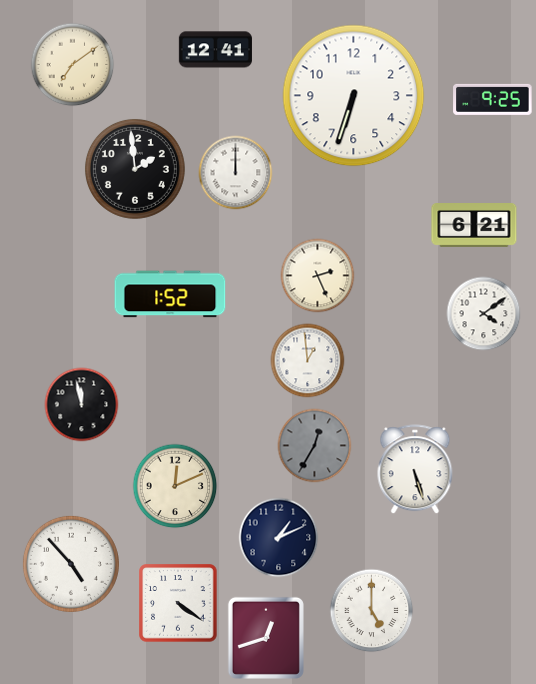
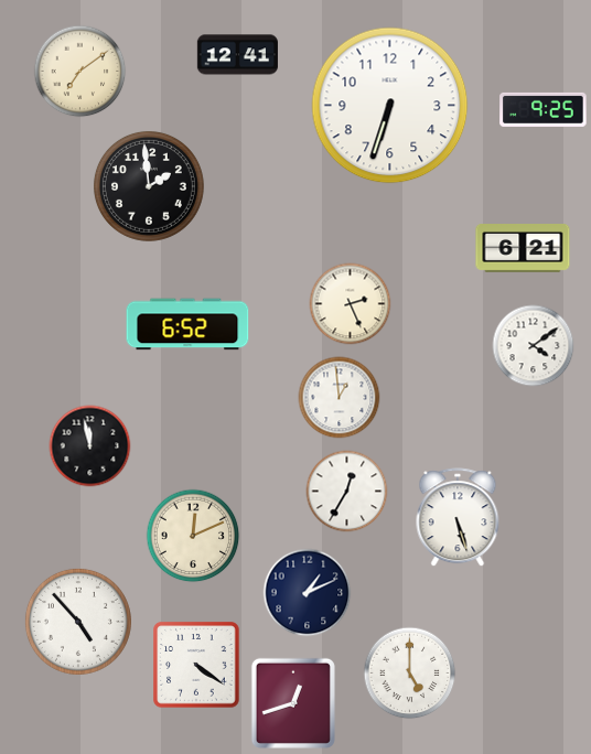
clock at (236, 173): 12:00 -> none
clock at (170, 294): 1:52 -> 6:52
clock at (315, 446) dial: grey -> white
